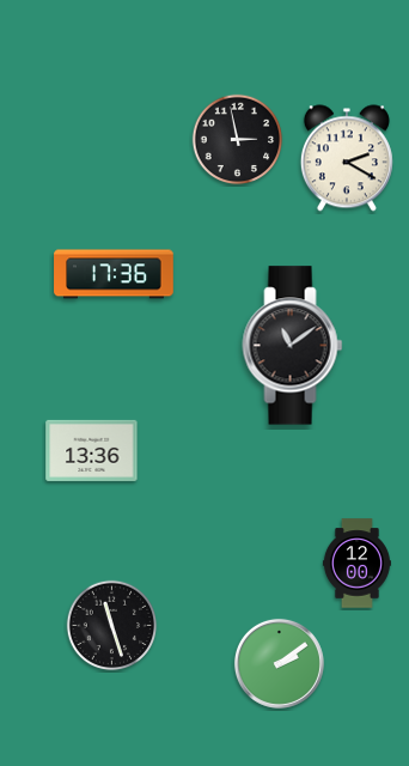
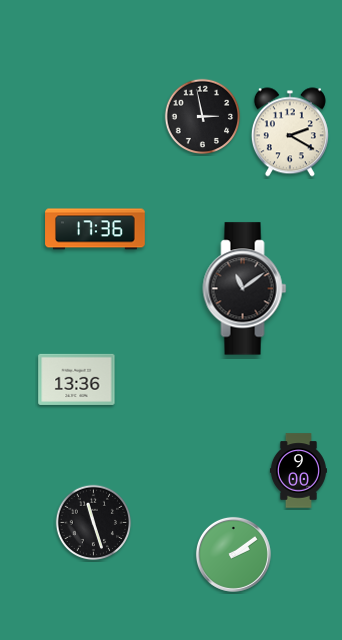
clock at (238, 140) position: (238, 140) -> (203, 117)
clock at (92, 450) position: (92, 450) -> (77, 379)
clock at (356, 564): 12:00 -> 9:00
